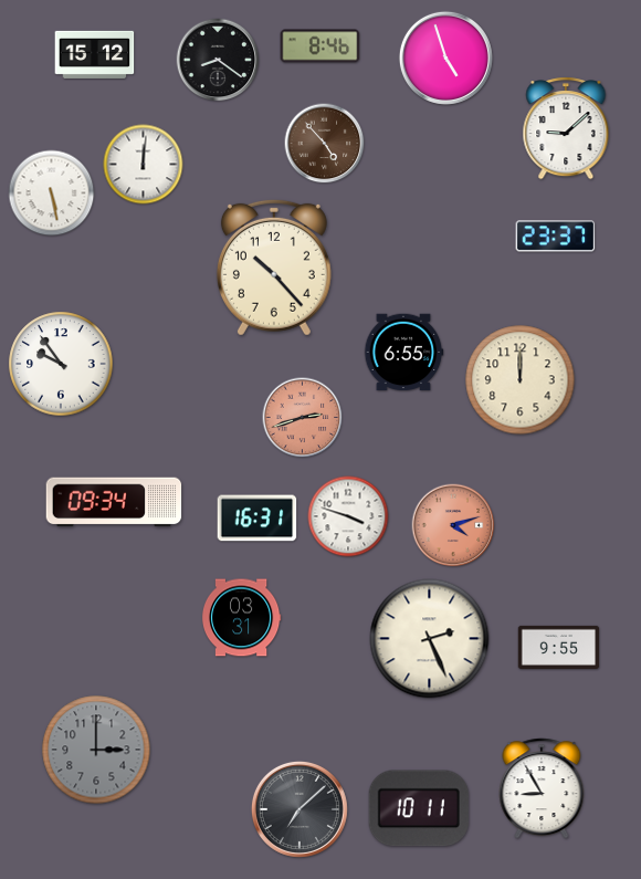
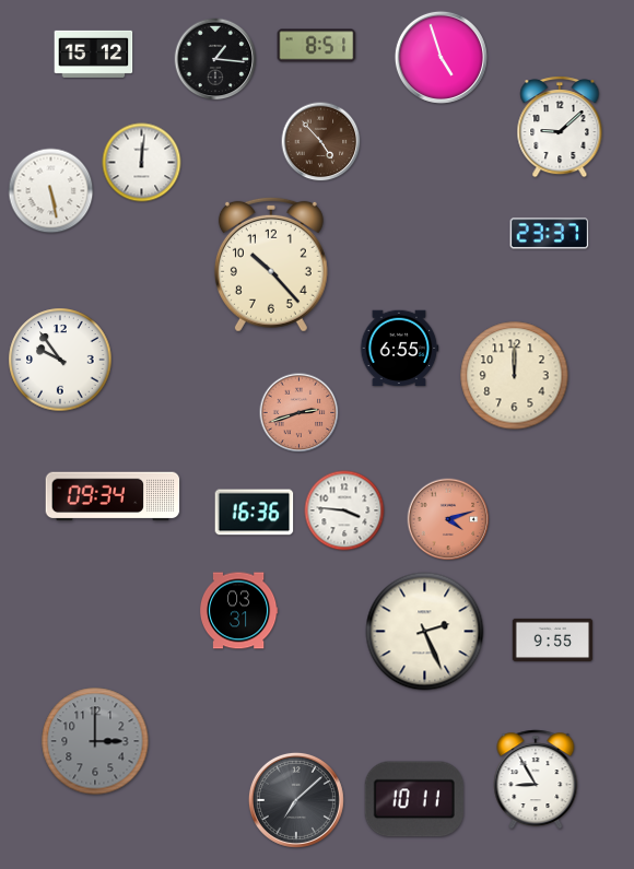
clock at (320, 46): 8:46 -> 8:51
clock at (218, 60): 8:21 -> 1:16
clock at (348, 516): 3:48 -> 3:46
clock at (258, 519): 16:31 -> 16:36
